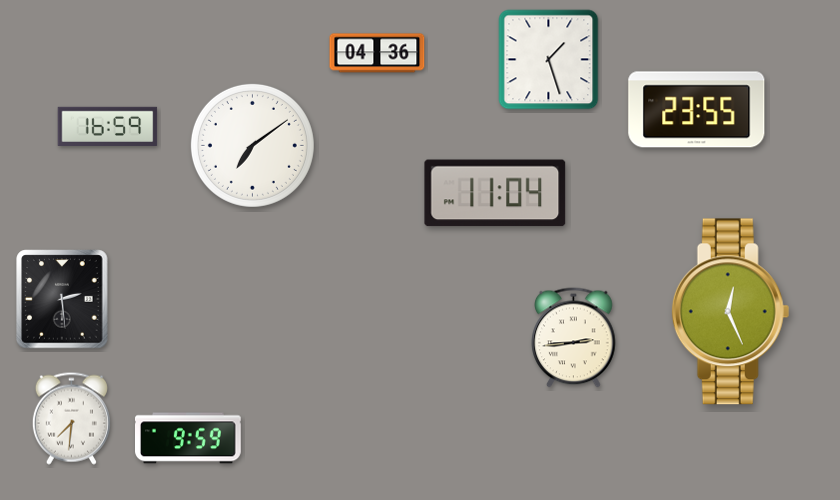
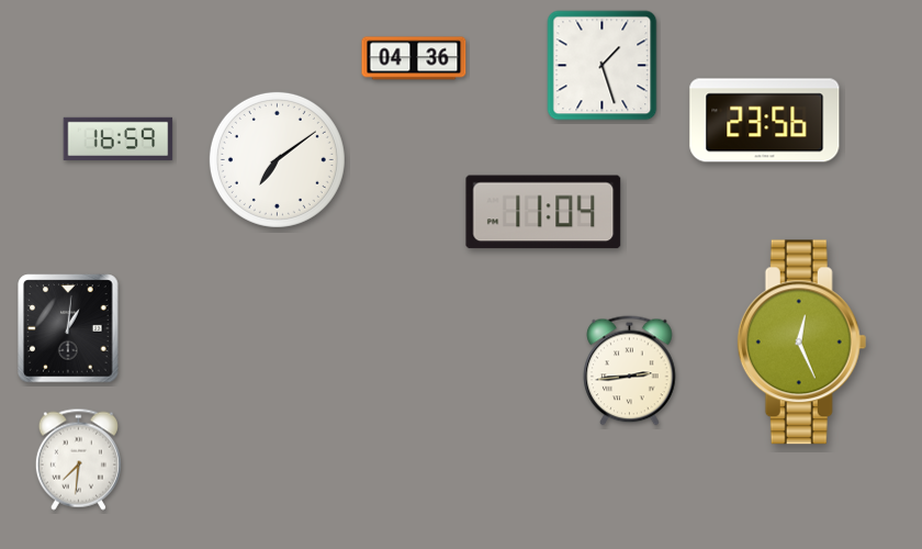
clock at (697, 110): 23:55 -> 23:56
clock at (62, 299): 2:29 -> 1:01
clock at (189, 438): 9:59 -> none
